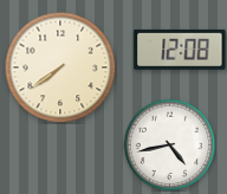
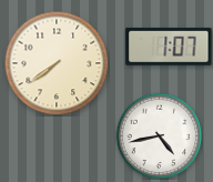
clock at (180, 50): 12:08 -> 1:07
